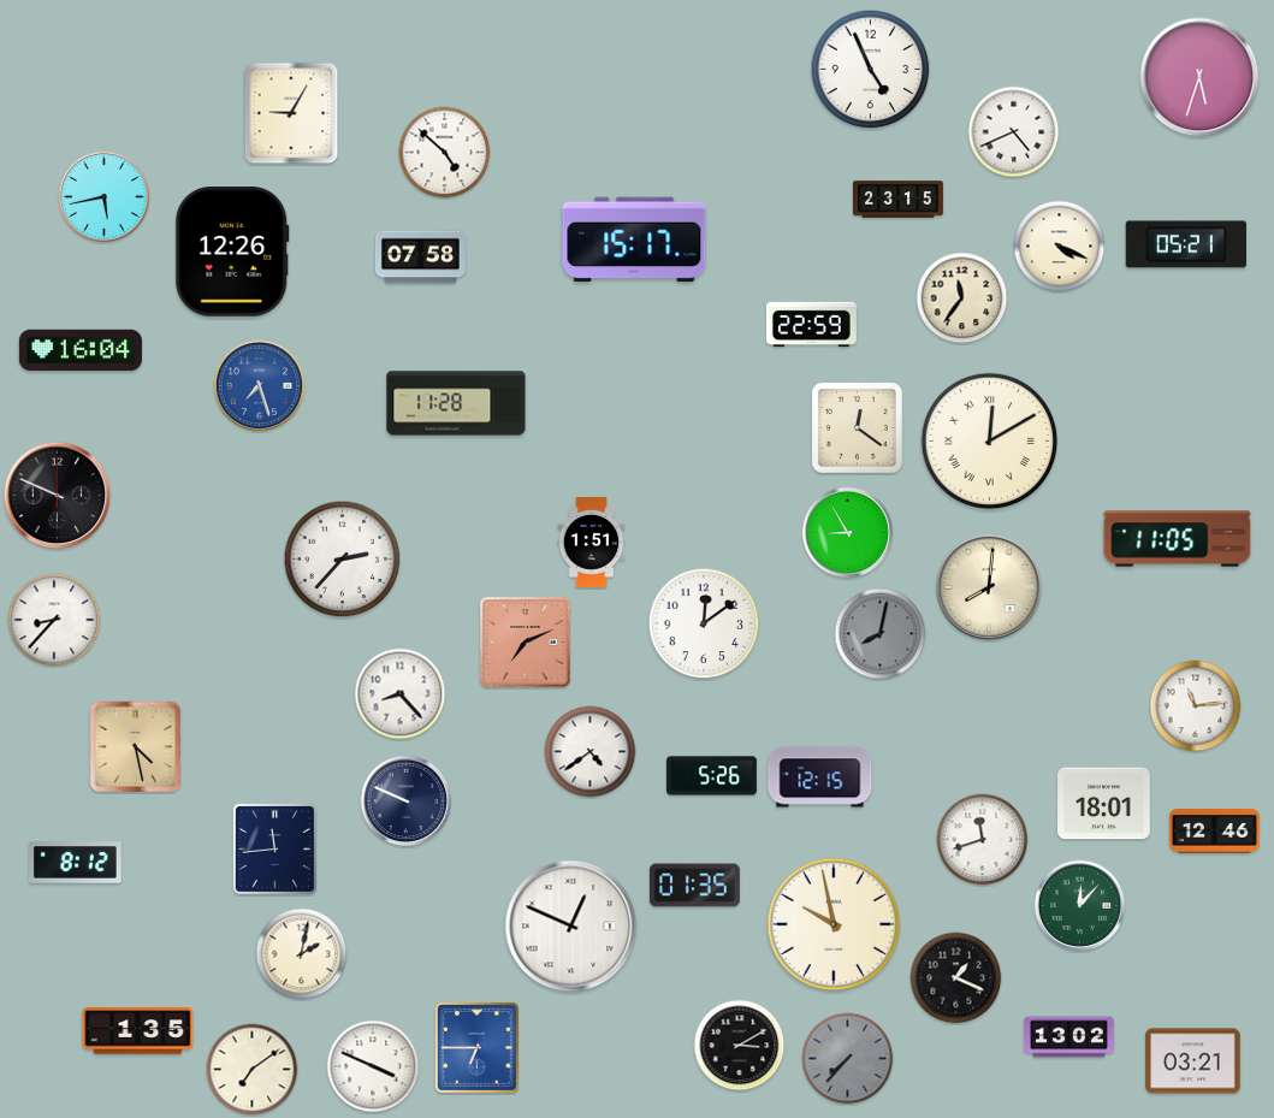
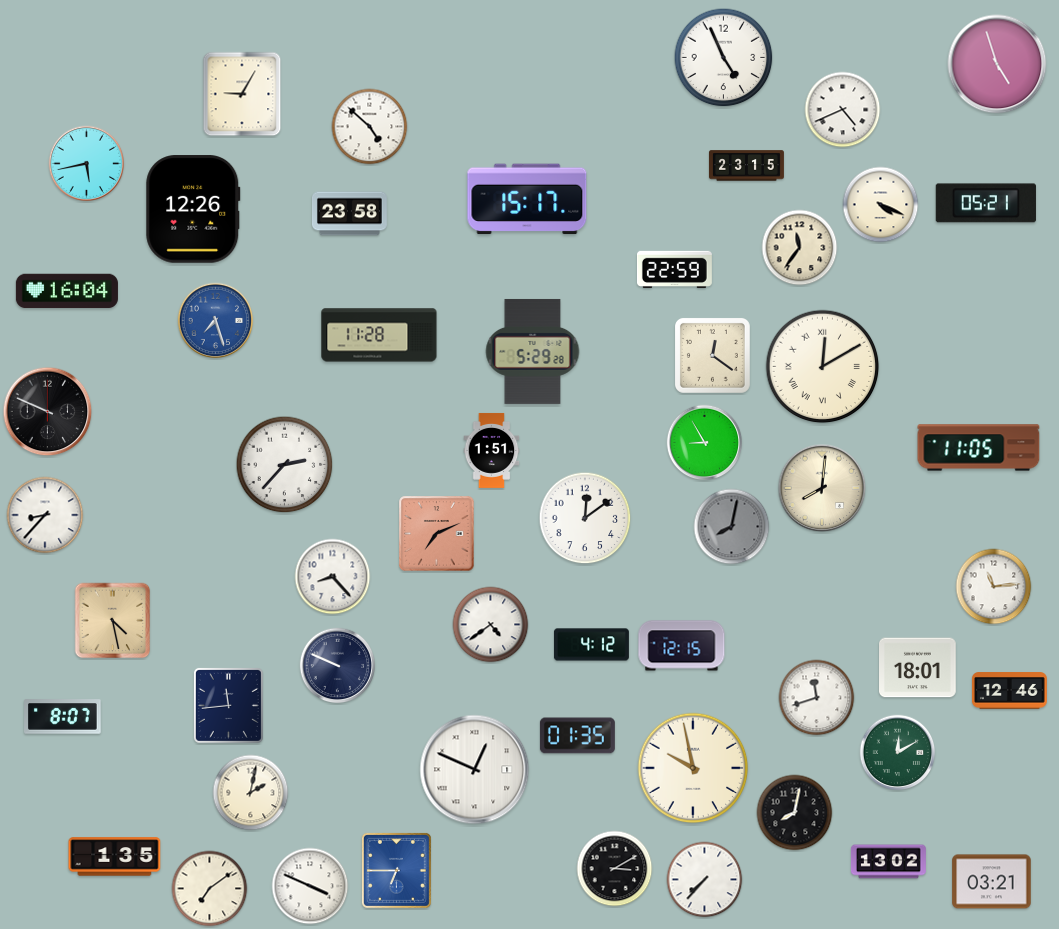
clock at (1199, 77): 5:33 -> 4:57
clock at (420, 258): 07:58 -> 23:58
clock at (533, 351): none -> 5:29
clock at (711, 776): 5:26 -> 4:12
clock at (76, 863): 8:12 -> 8:07
clock at (1080, 906): 12:07 -> 12:10
clock at (956, 978): 1:19 -> 8:02
clock at (848, 1059) dial: grey -> white
